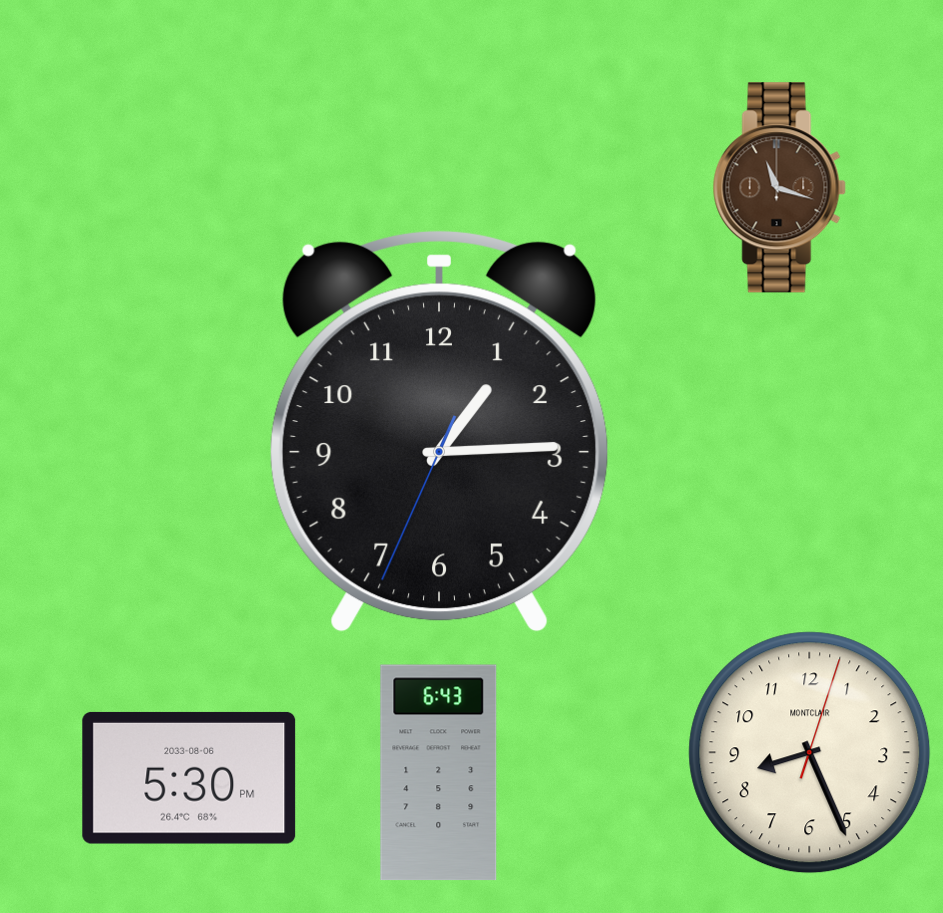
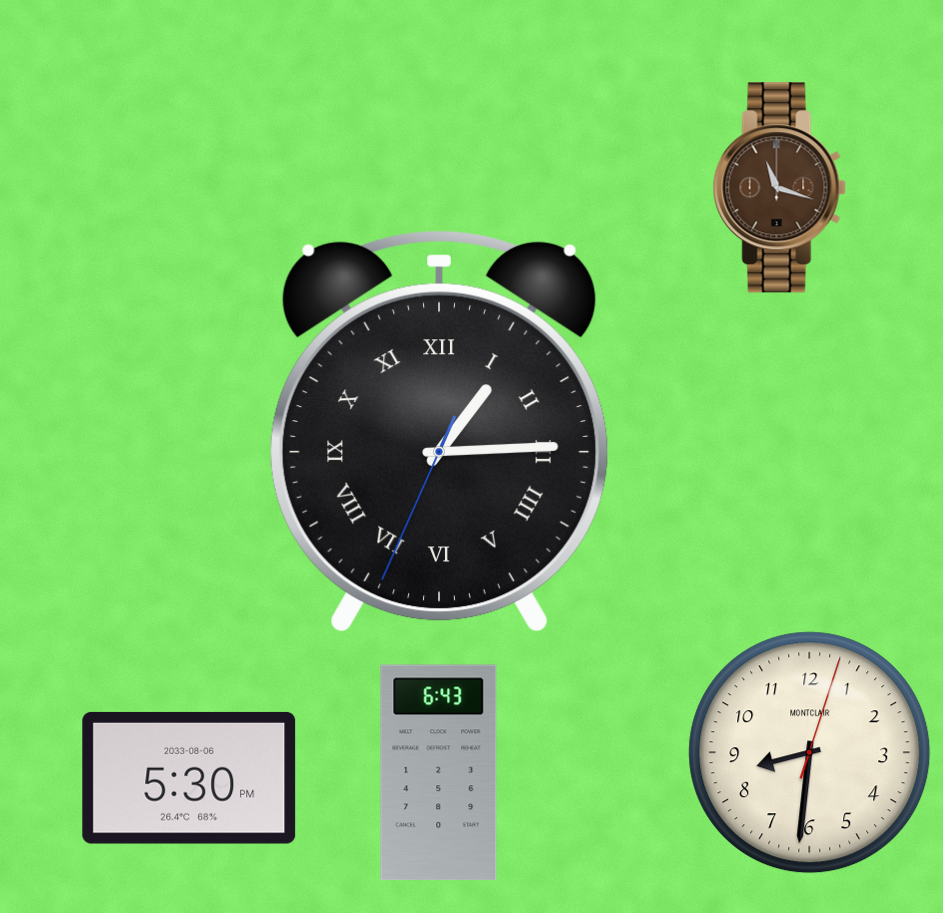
clock at (439, 431) numerals: Arabic -> Roman
clock at (810, 753): 8:26 -> 8:31
